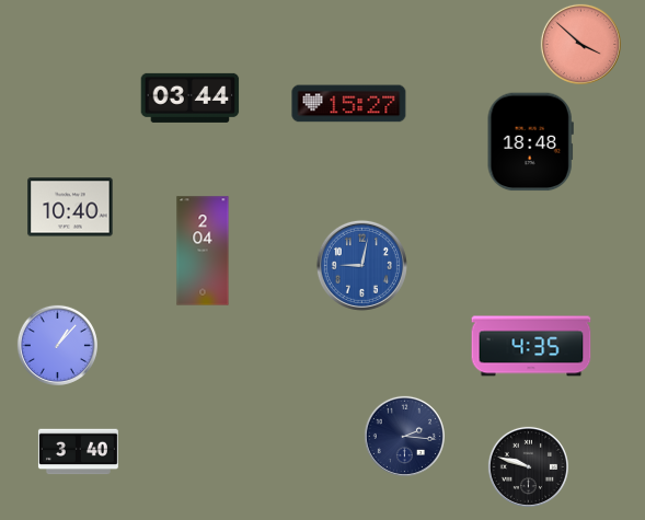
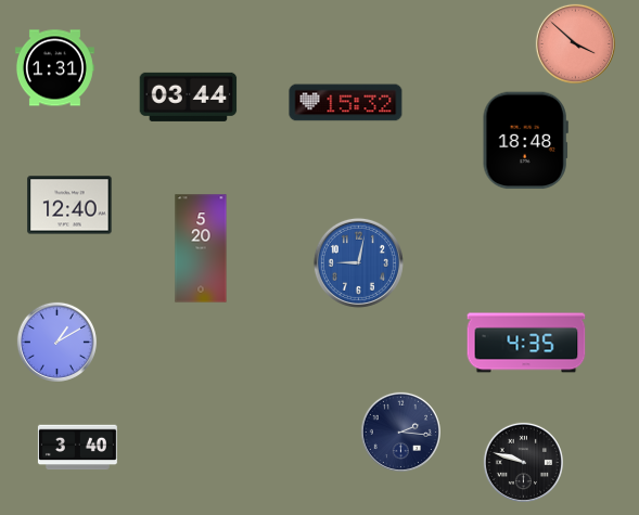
clock at (54, 68): none -> 1:31
clock at (349, 104): 15:27 -> 15:32
clock at (70, 207): 10:40 -> 12:40
clock at (203, 251): 2:04 -> 5:20
clock at (57, 345): 1:07 -> 1:10
